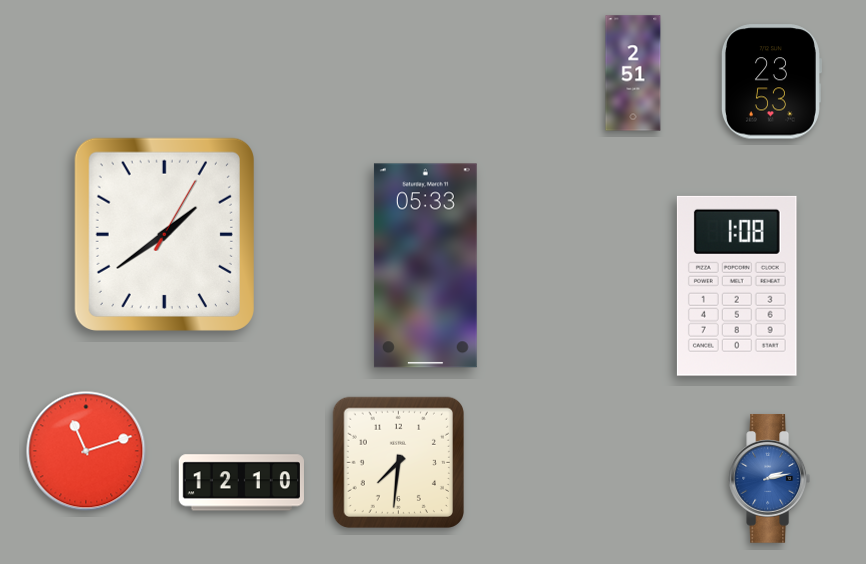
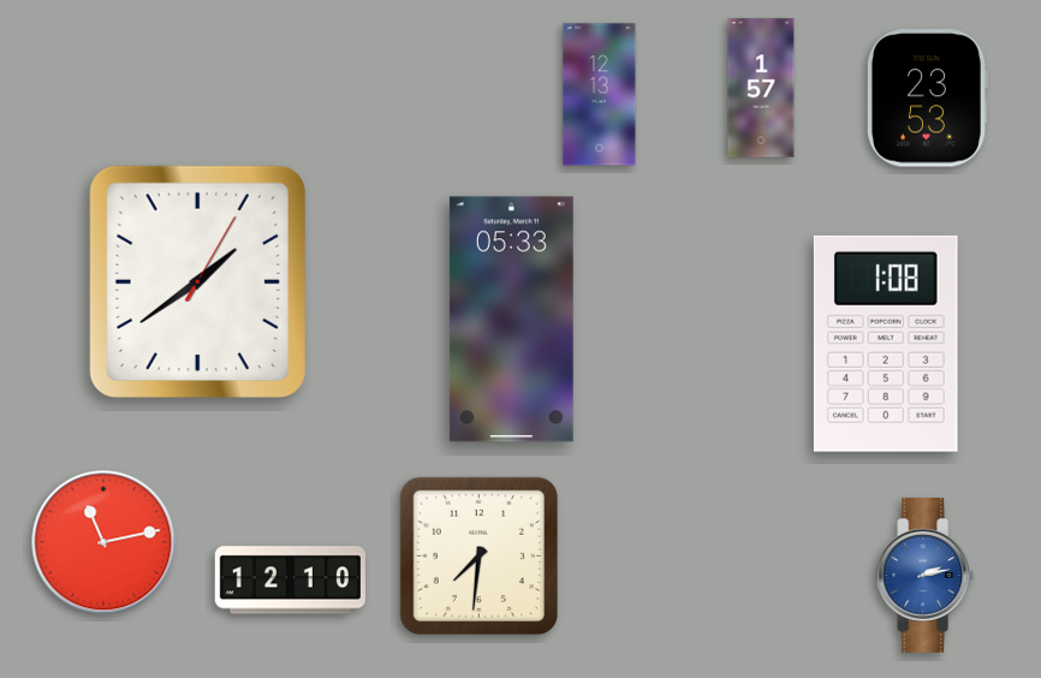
clock at (633, 73): 2:51 -> 1:57
clock at (600, 95): none -> 12:13
clock at (86, 451): 11:12 -> 11:13
